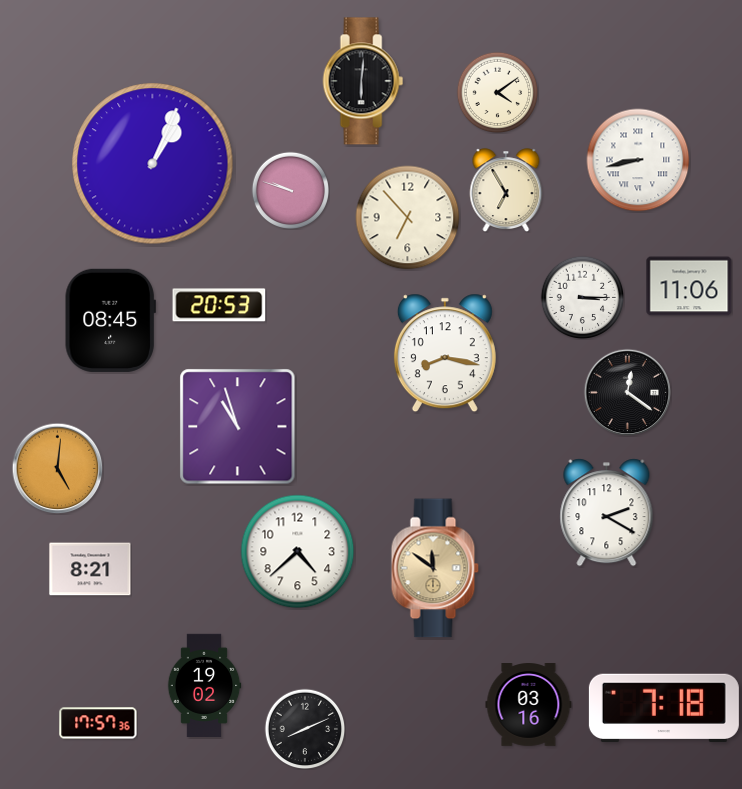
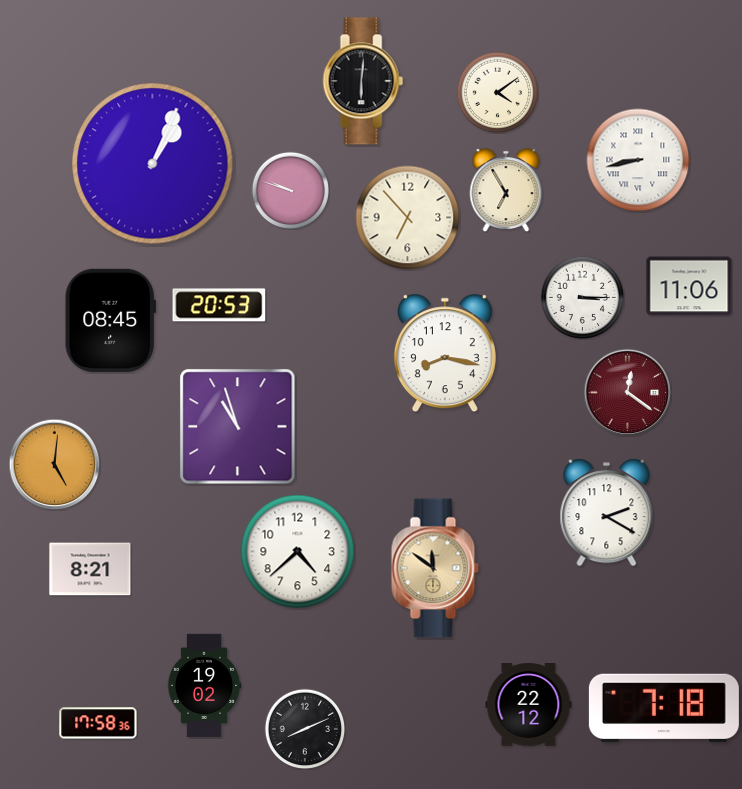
clock at (627, 392) dial: black -> burgundy
clock at (57, 468) position: (57, 468) -> (54, 464)
clock at (529, 705): 03:16 -> 22:12
clock at (98, 723): 17:57 -> 17:58
